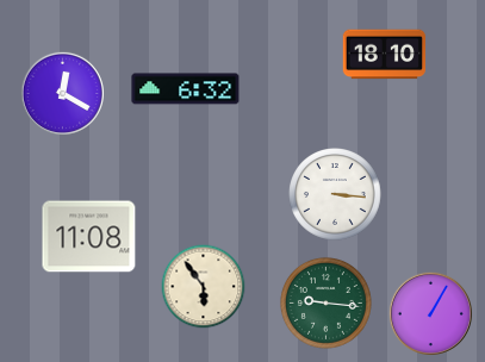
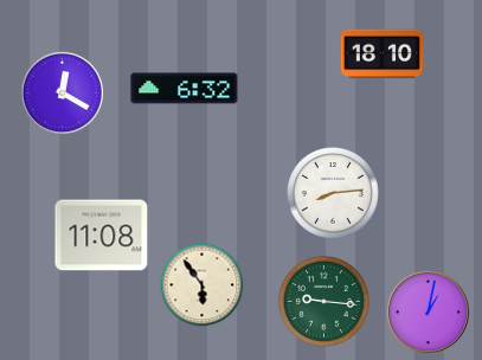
clock at (336, 195): 3:16 -> 8:14
clock at (89, 237) position: (89, 237) -> (102, 236)
clock at (430, 313): 1:05 -> 1:02
